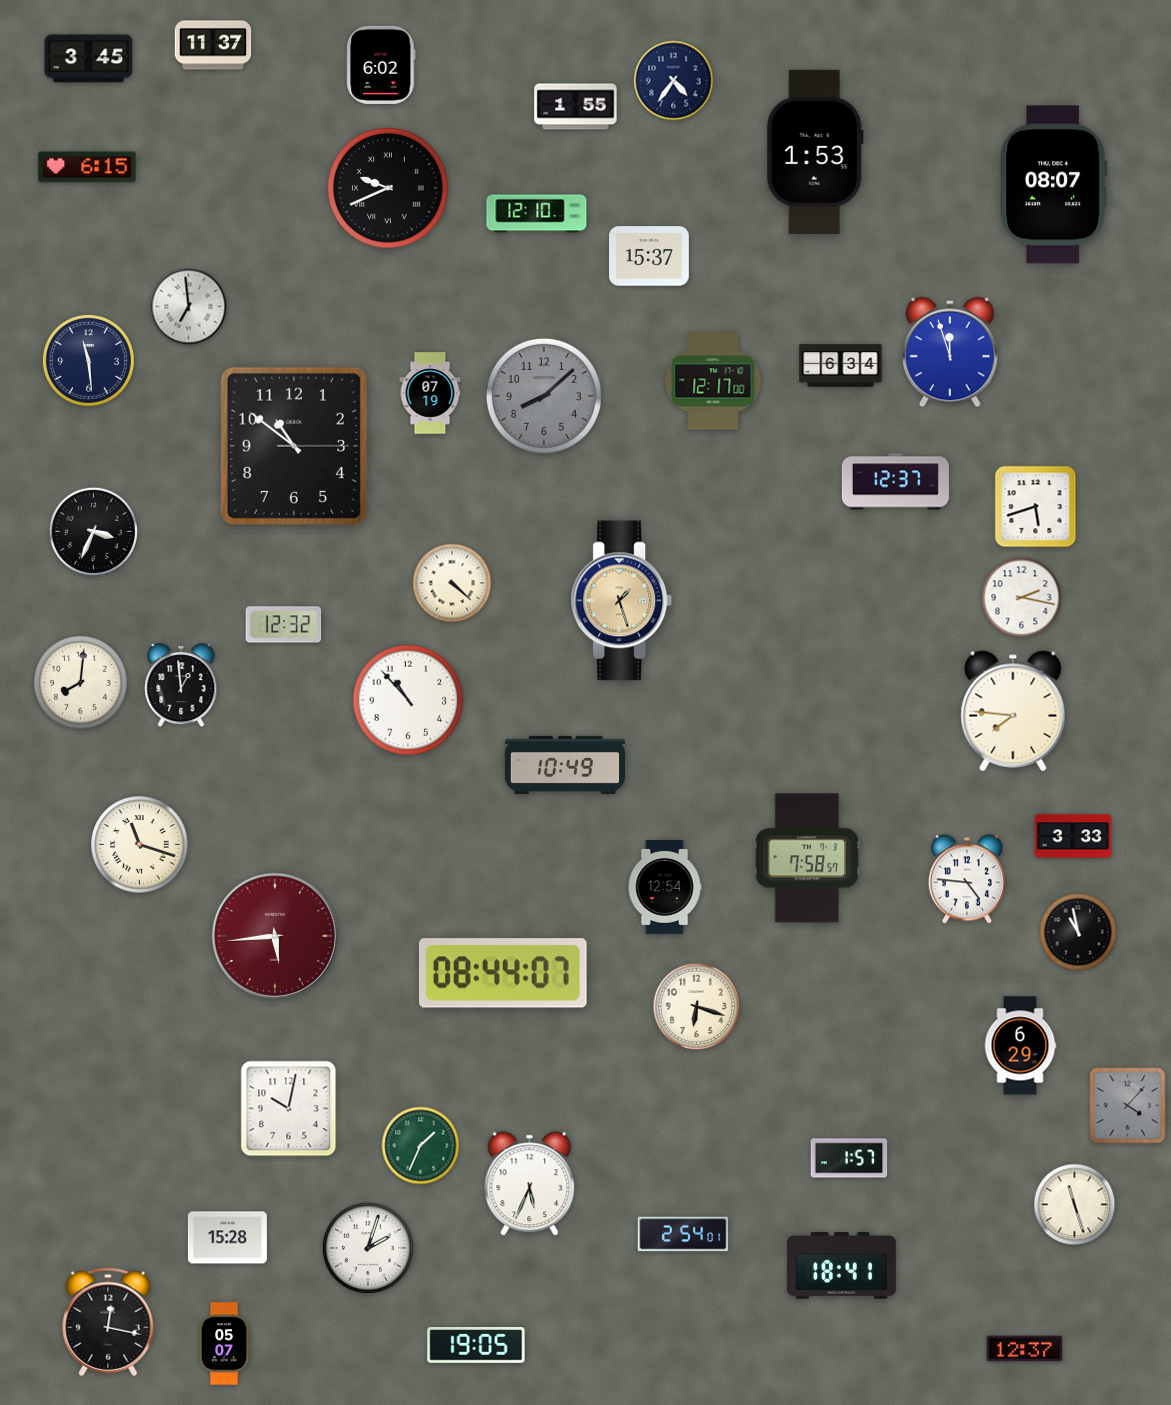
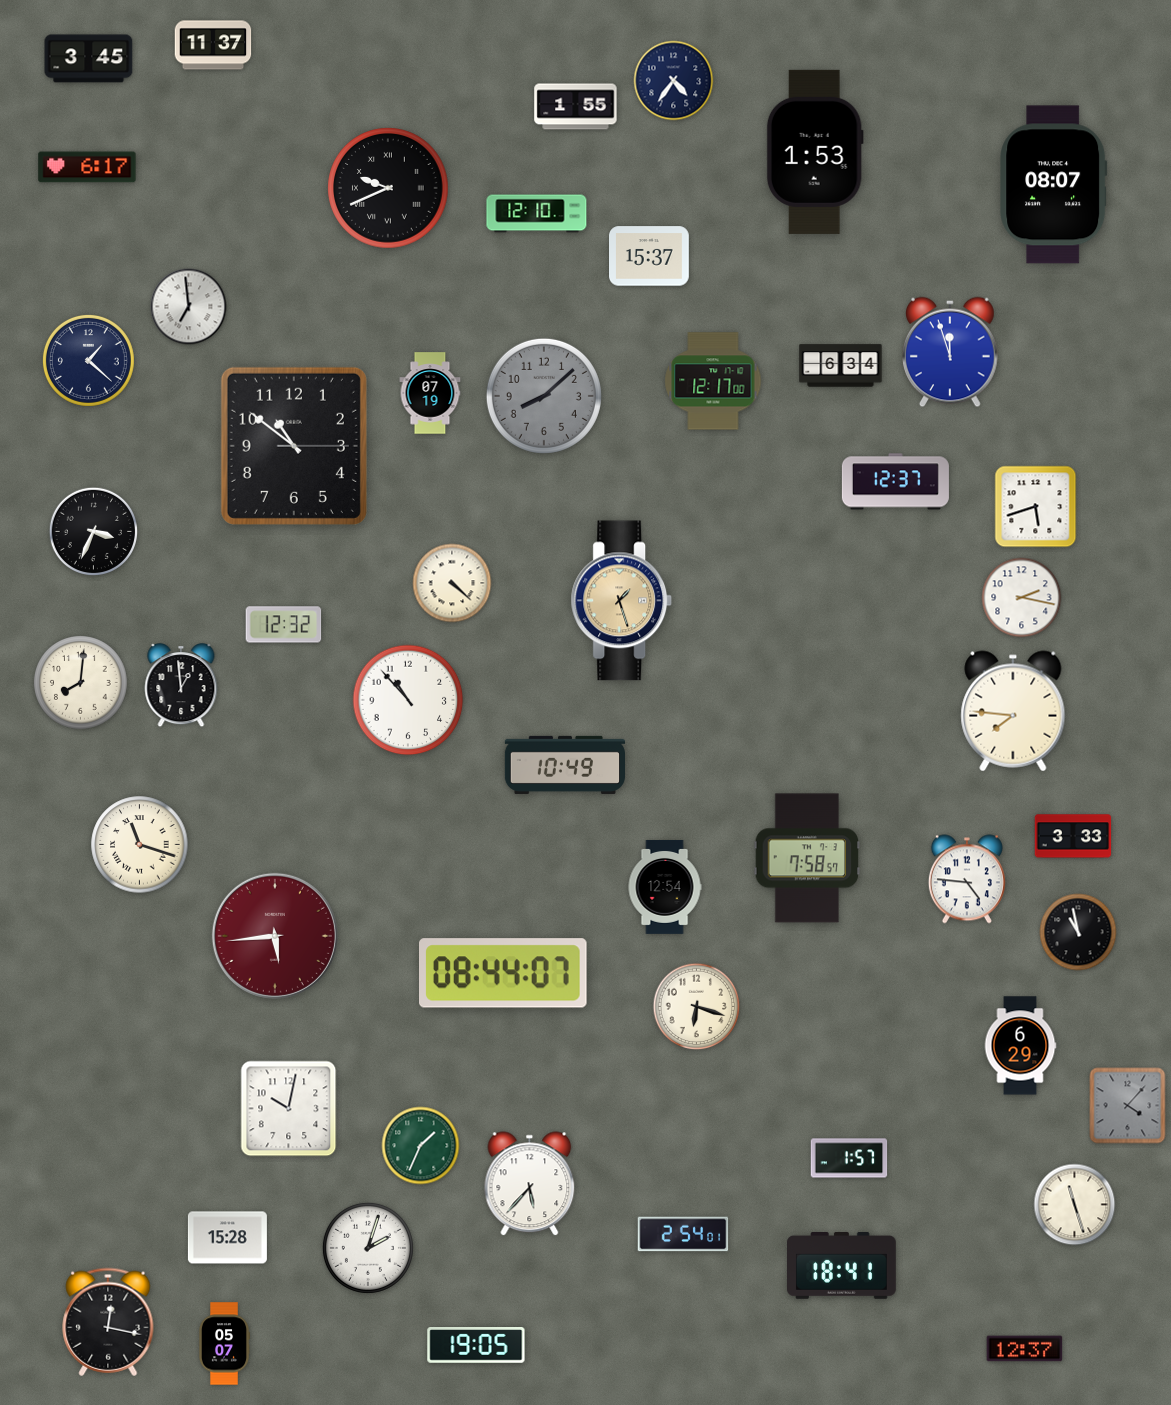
clock at (381, 65): 6:02 -> none
clock at (87, 167): 6:15 -> 6:17
clock at (88, 360): 11:29 -> 1:22
clock at (530, 1184): 5:34 -> 5:37
